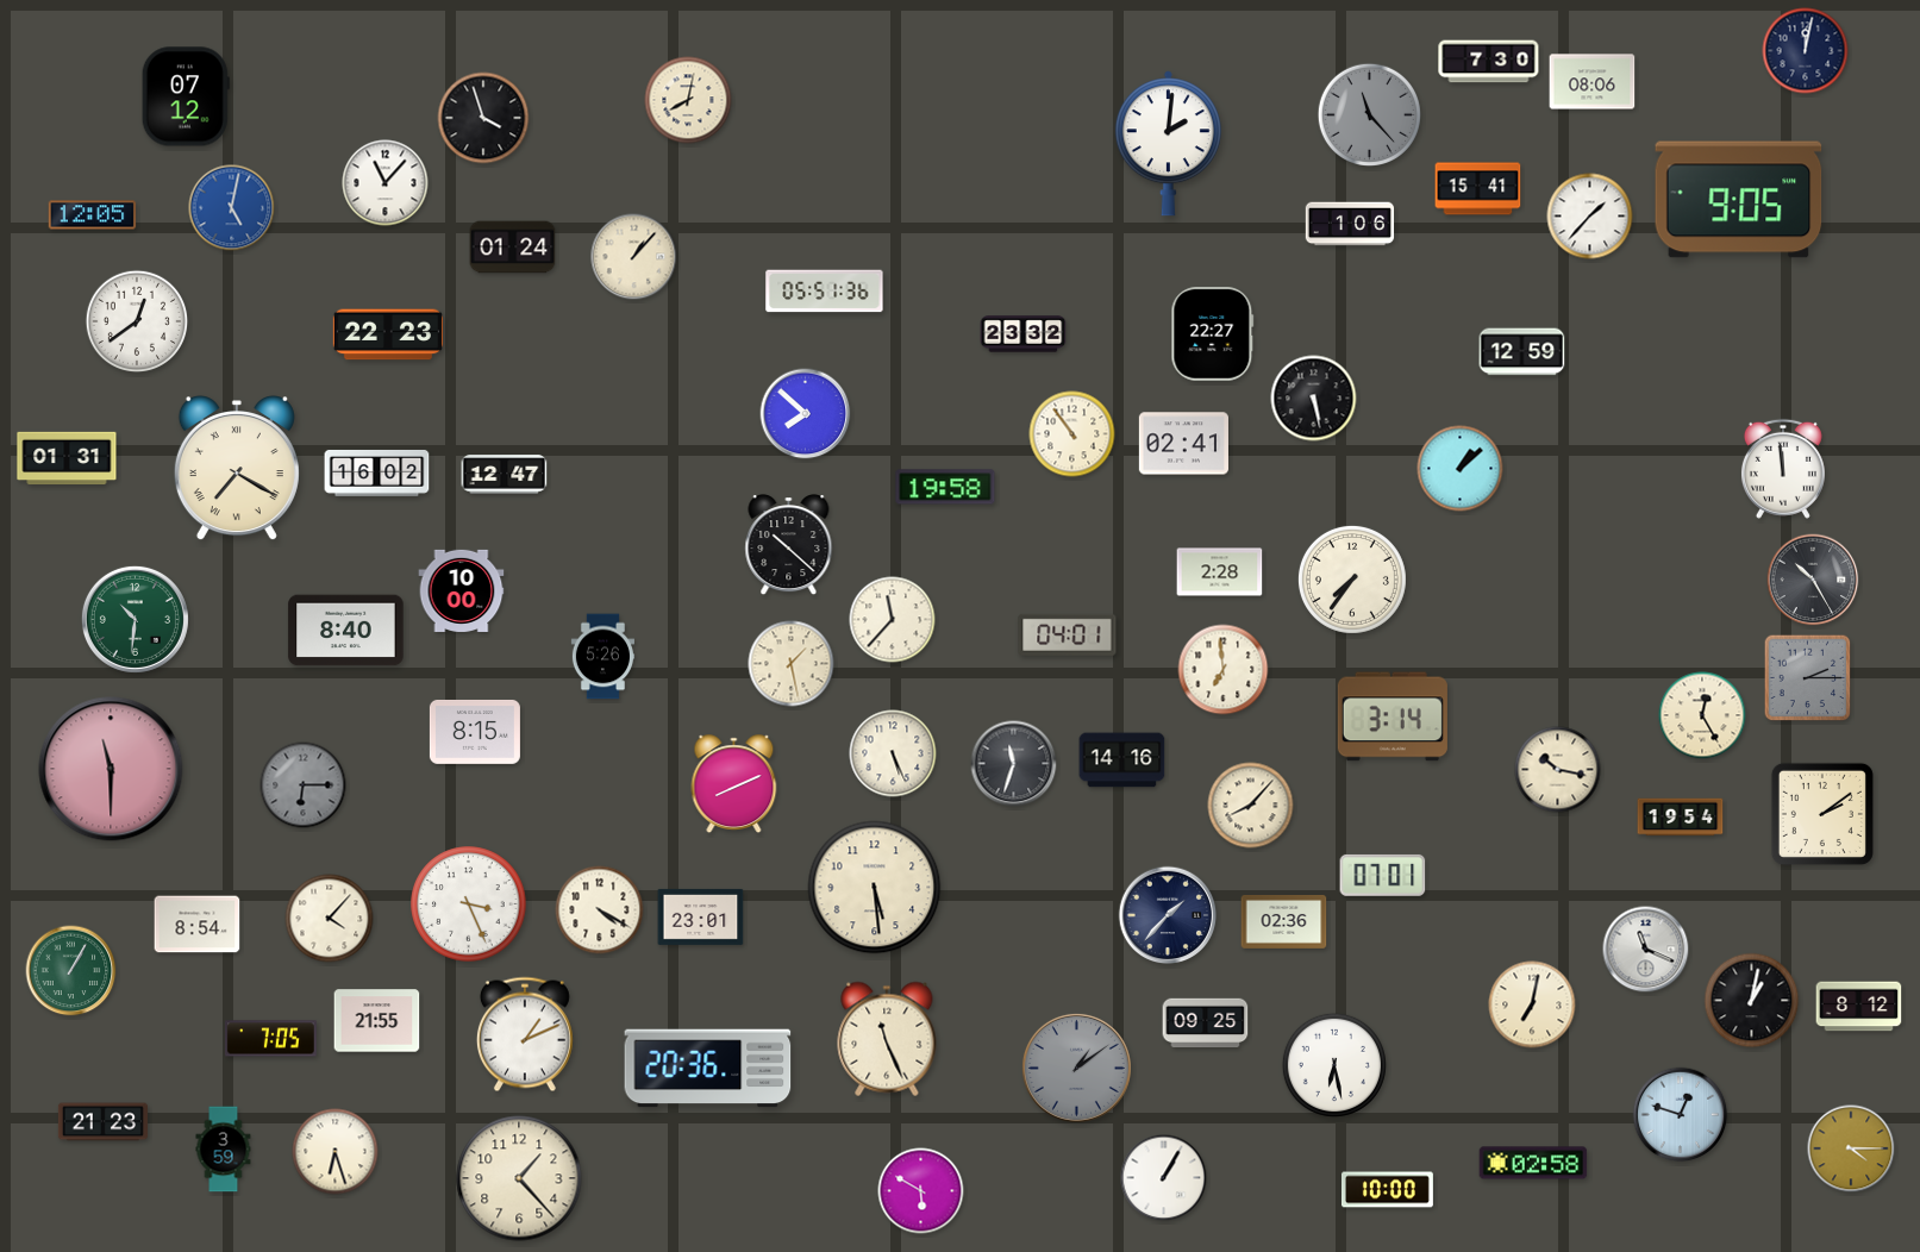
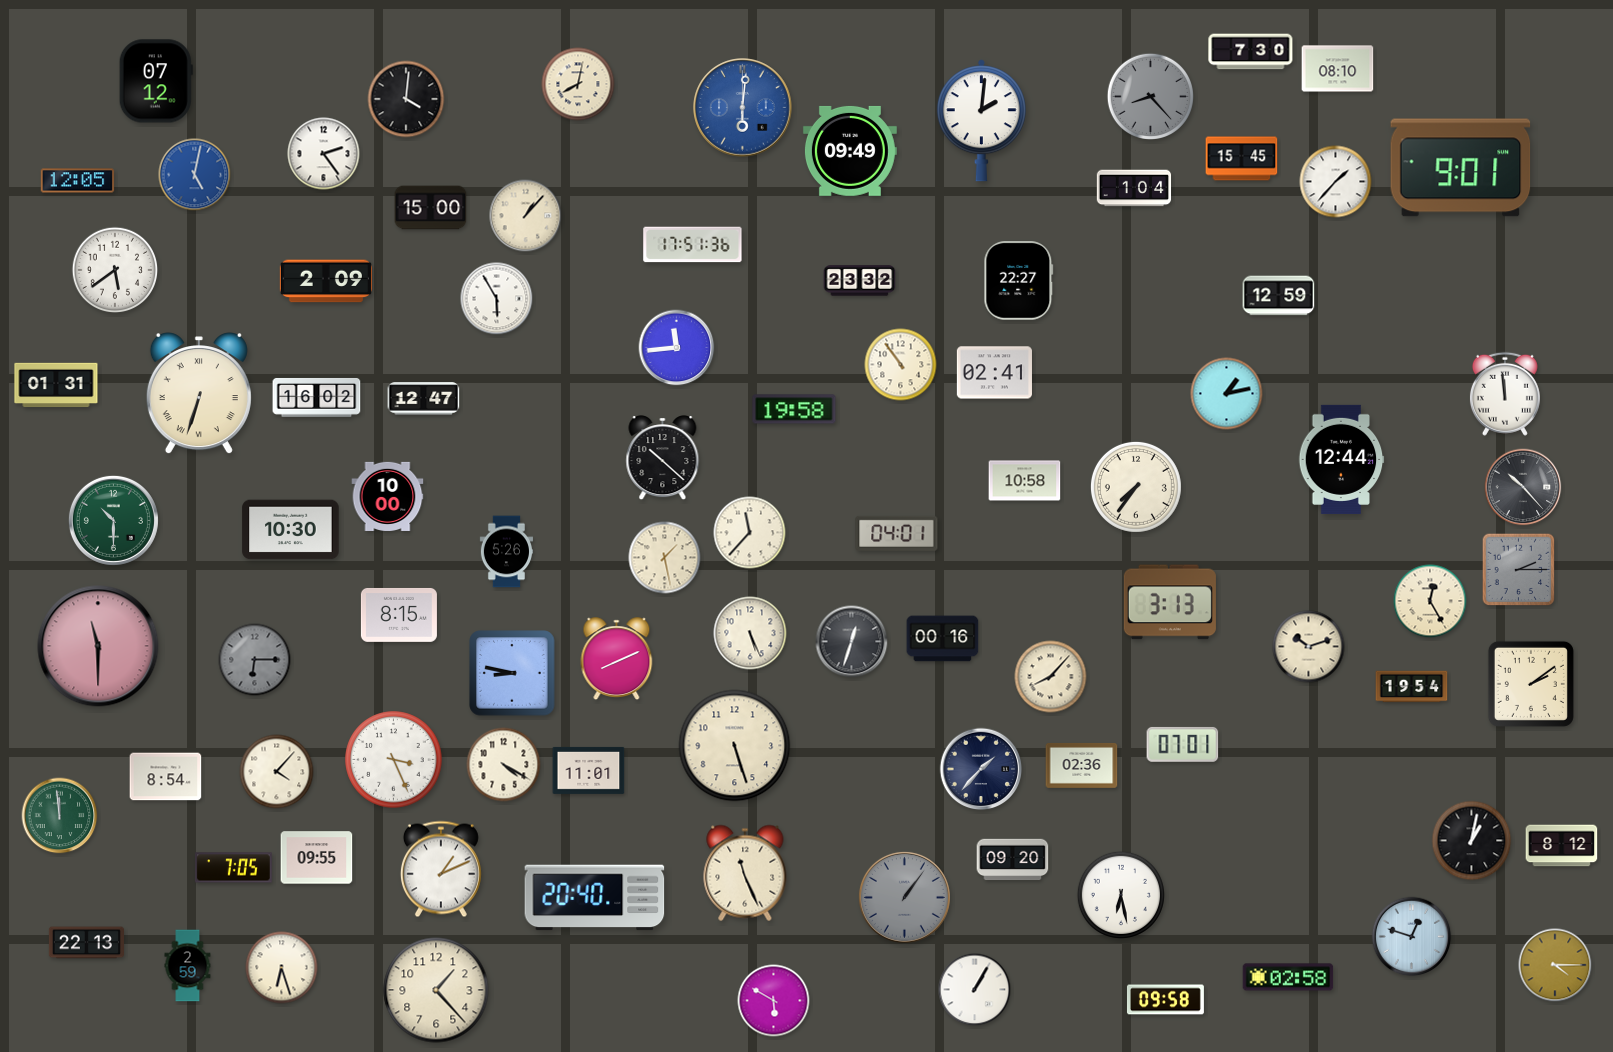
clock at (1806, 51): 12:02 -> none
clock at (1593, 82): 08:06 -> 08:10
clock at (1369, 114): 11:23 -> 8:23
clock at (483, 118): 3:57 -> 4:01
clock at (743, 108): none -> 6:01
clock at (850, 151): none -> 09:49
clock at (386, 183): 11:07 -> 2:24
clock at (1478, 189): 15:41 -> 15:45
clock at (1739, 200): 9:05 -> 9:01
clock at (1350, 224): 1:06 -> 1:04
clock at (513, 248): 01:24 -> 15:00
clock at (634, 257) position: (634, 257) -> (526, 216)
clock at (825, 292): 05:51 -> 17:51
clock at (137, 321): 12:39 -> 5:39
clock at (388, 334): 22:23 -> 2:09
clock at (497, 299): none -> 5:55
clock at (1314, 399): 5:28 -> none
clock at (806, 414): 7:52 -> 11:44
clock at (237, 469): 7:20 -> 6:33
clock at (1461, 469): 1:08 -> 1:13
clock at (1783, 469) position: (1783, 469) -> (1505, 394)
clock at (1341, 459): none -> 12:44
clock at (1220, 572): 2:28 -> 10:58
clock at (1813, 580): 10:25 -> 10:23
clock at (135, 619): 10:31 -> 10:30
clock at (893, 620) position: (893, 620) -> (750, 533)
clock at (346, 631): 8:40 -> 10:30
clock at (1224, 670): 6:59 -> none
clock at (1393, 716): 3:14 -> 3:13
clock at (1122, 760): 14:16 -> 00:16
clock at (1014, 764): 11:33 -> 12:33
clock at (111, 769) position: (111, 769) -> (98, 646)
clock at (1558, 770): 10:17 -> 10:12
clock at (512, 673): none -> 8:47
clock at (1383, 875) position: (1383, 875) -> (1183, 744)
clock at (875, 888): 5:29 -> 5:27
clock at (701, 916): 23:01 -> 11:01
clock at (1284, 921) position: (1284, 921) -> (1082, 765)
clock at (1646, 950): 11:19 -> none
clock at (71, 971): 1:05 -> 11:59
clock at (1532, 1004): 7:02 -> none
clock at (377, 1021): 21:55 -> 09:55
clock at (1206, 1023): 09:25 -> 09:20
clock at (270, 1039) position: (270, 1039) -> (233, 868)
clock at (1076, 1068): 1:09 -> 1:06
clock at (708, 1069): 20:36 -> 20:40
clock at (102, 1122): 21:23 -> 22:13
clock at (224, 1150): 3:59 -> 2:59
clock at (1164, 1178) position: (1164, 1178) -> (975, 990)
clock at (1387, 1190): 10:00 -> 09:58
